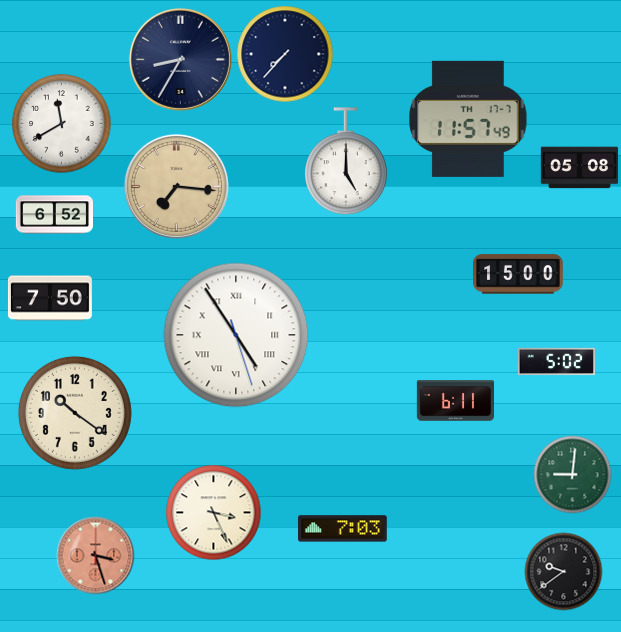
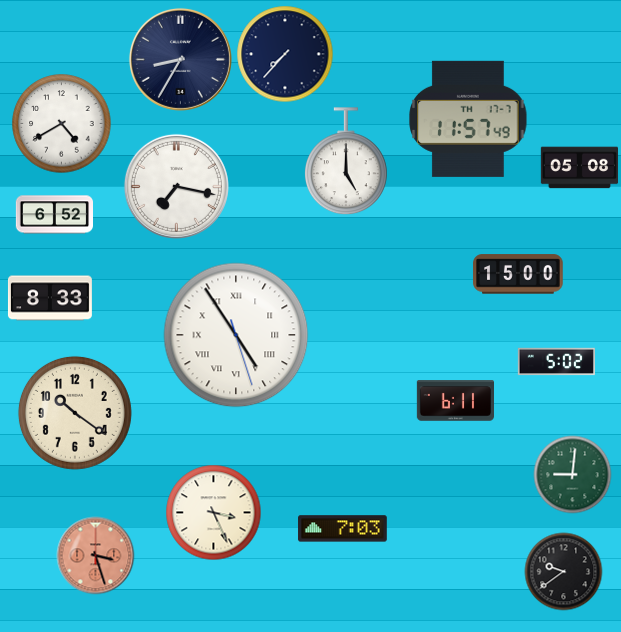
clock at (62, 124): 11:40 -> 4:40
clock at (176, 186): 7:16 -> 7:17
clock at (176, 186) dial: champagne -> white
clock at (50, 298): 7:50 -> 8:33
